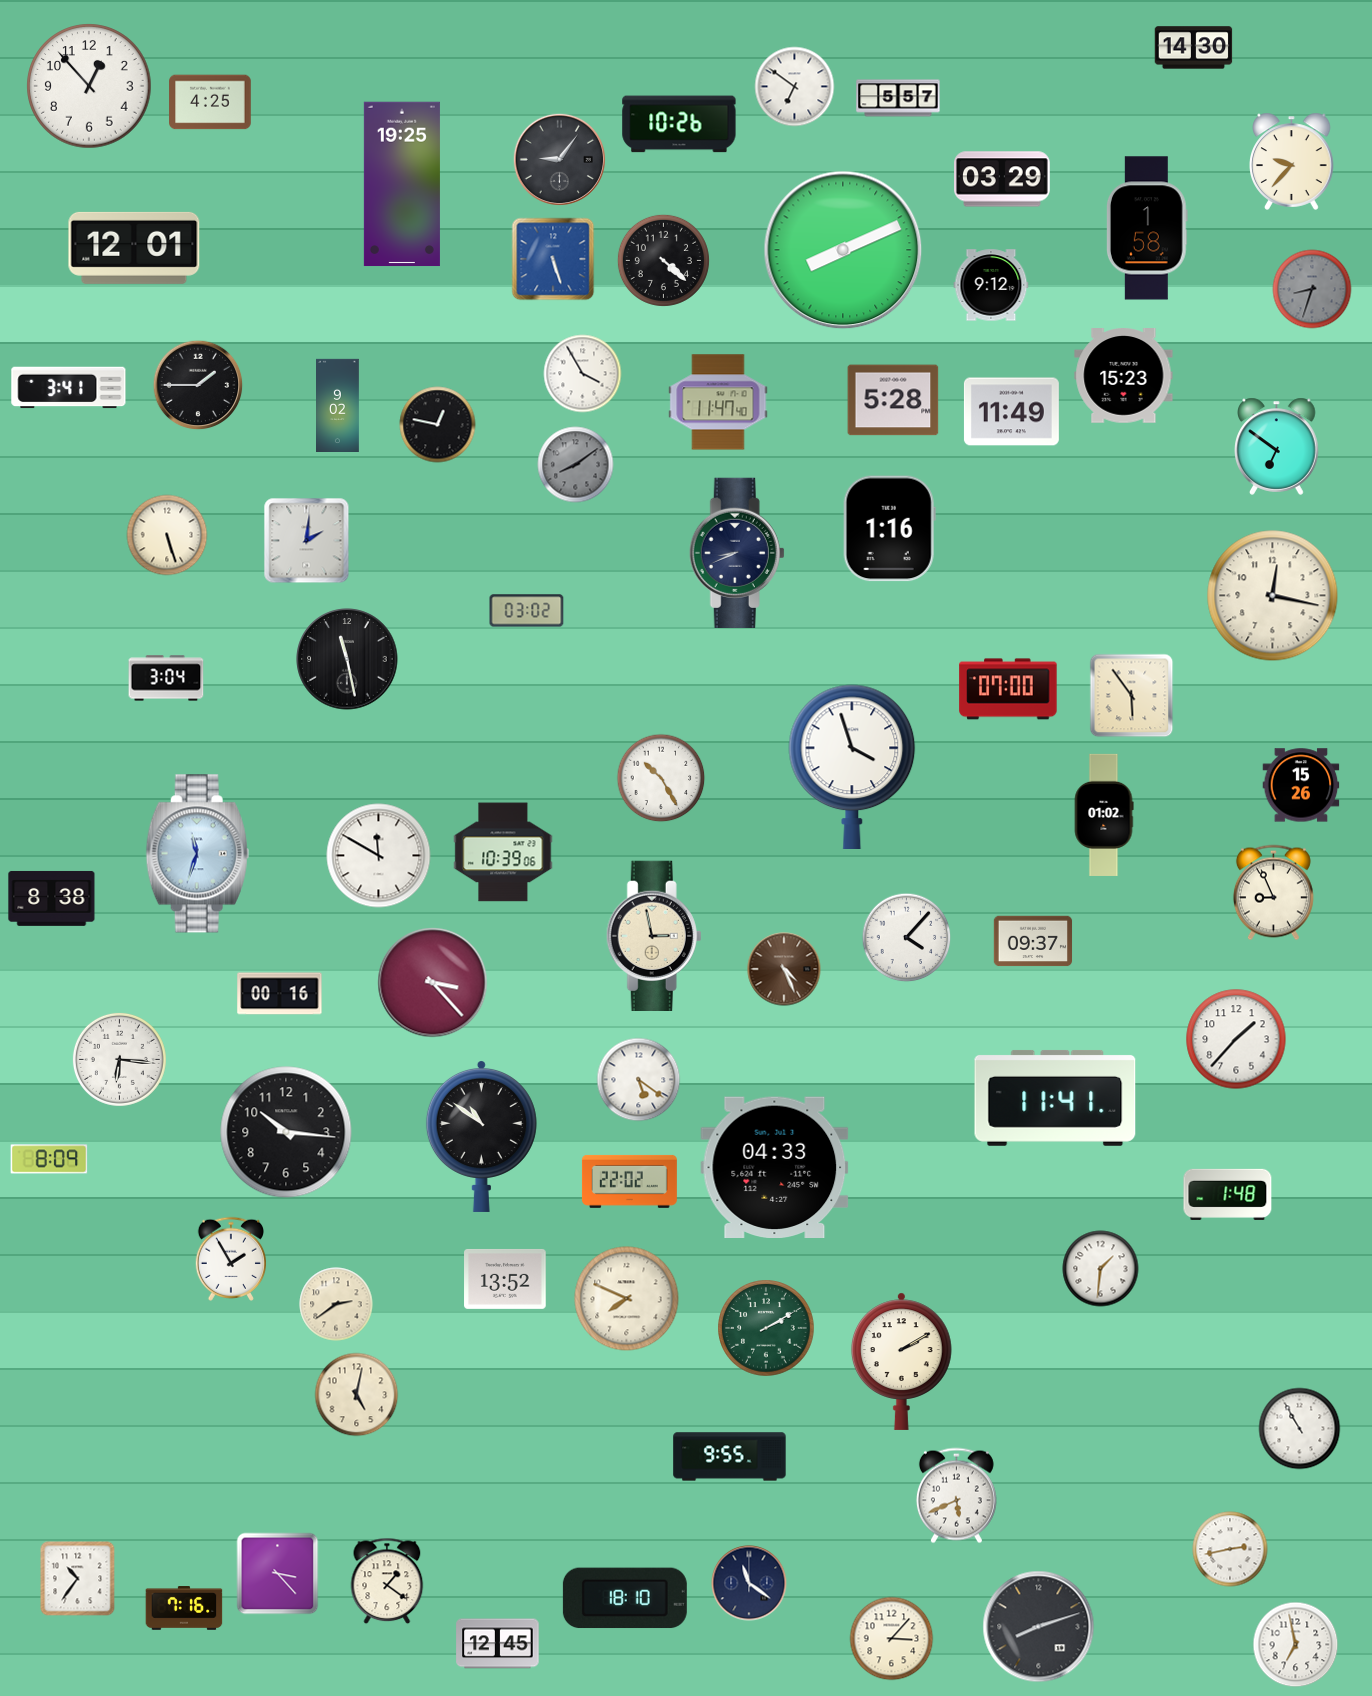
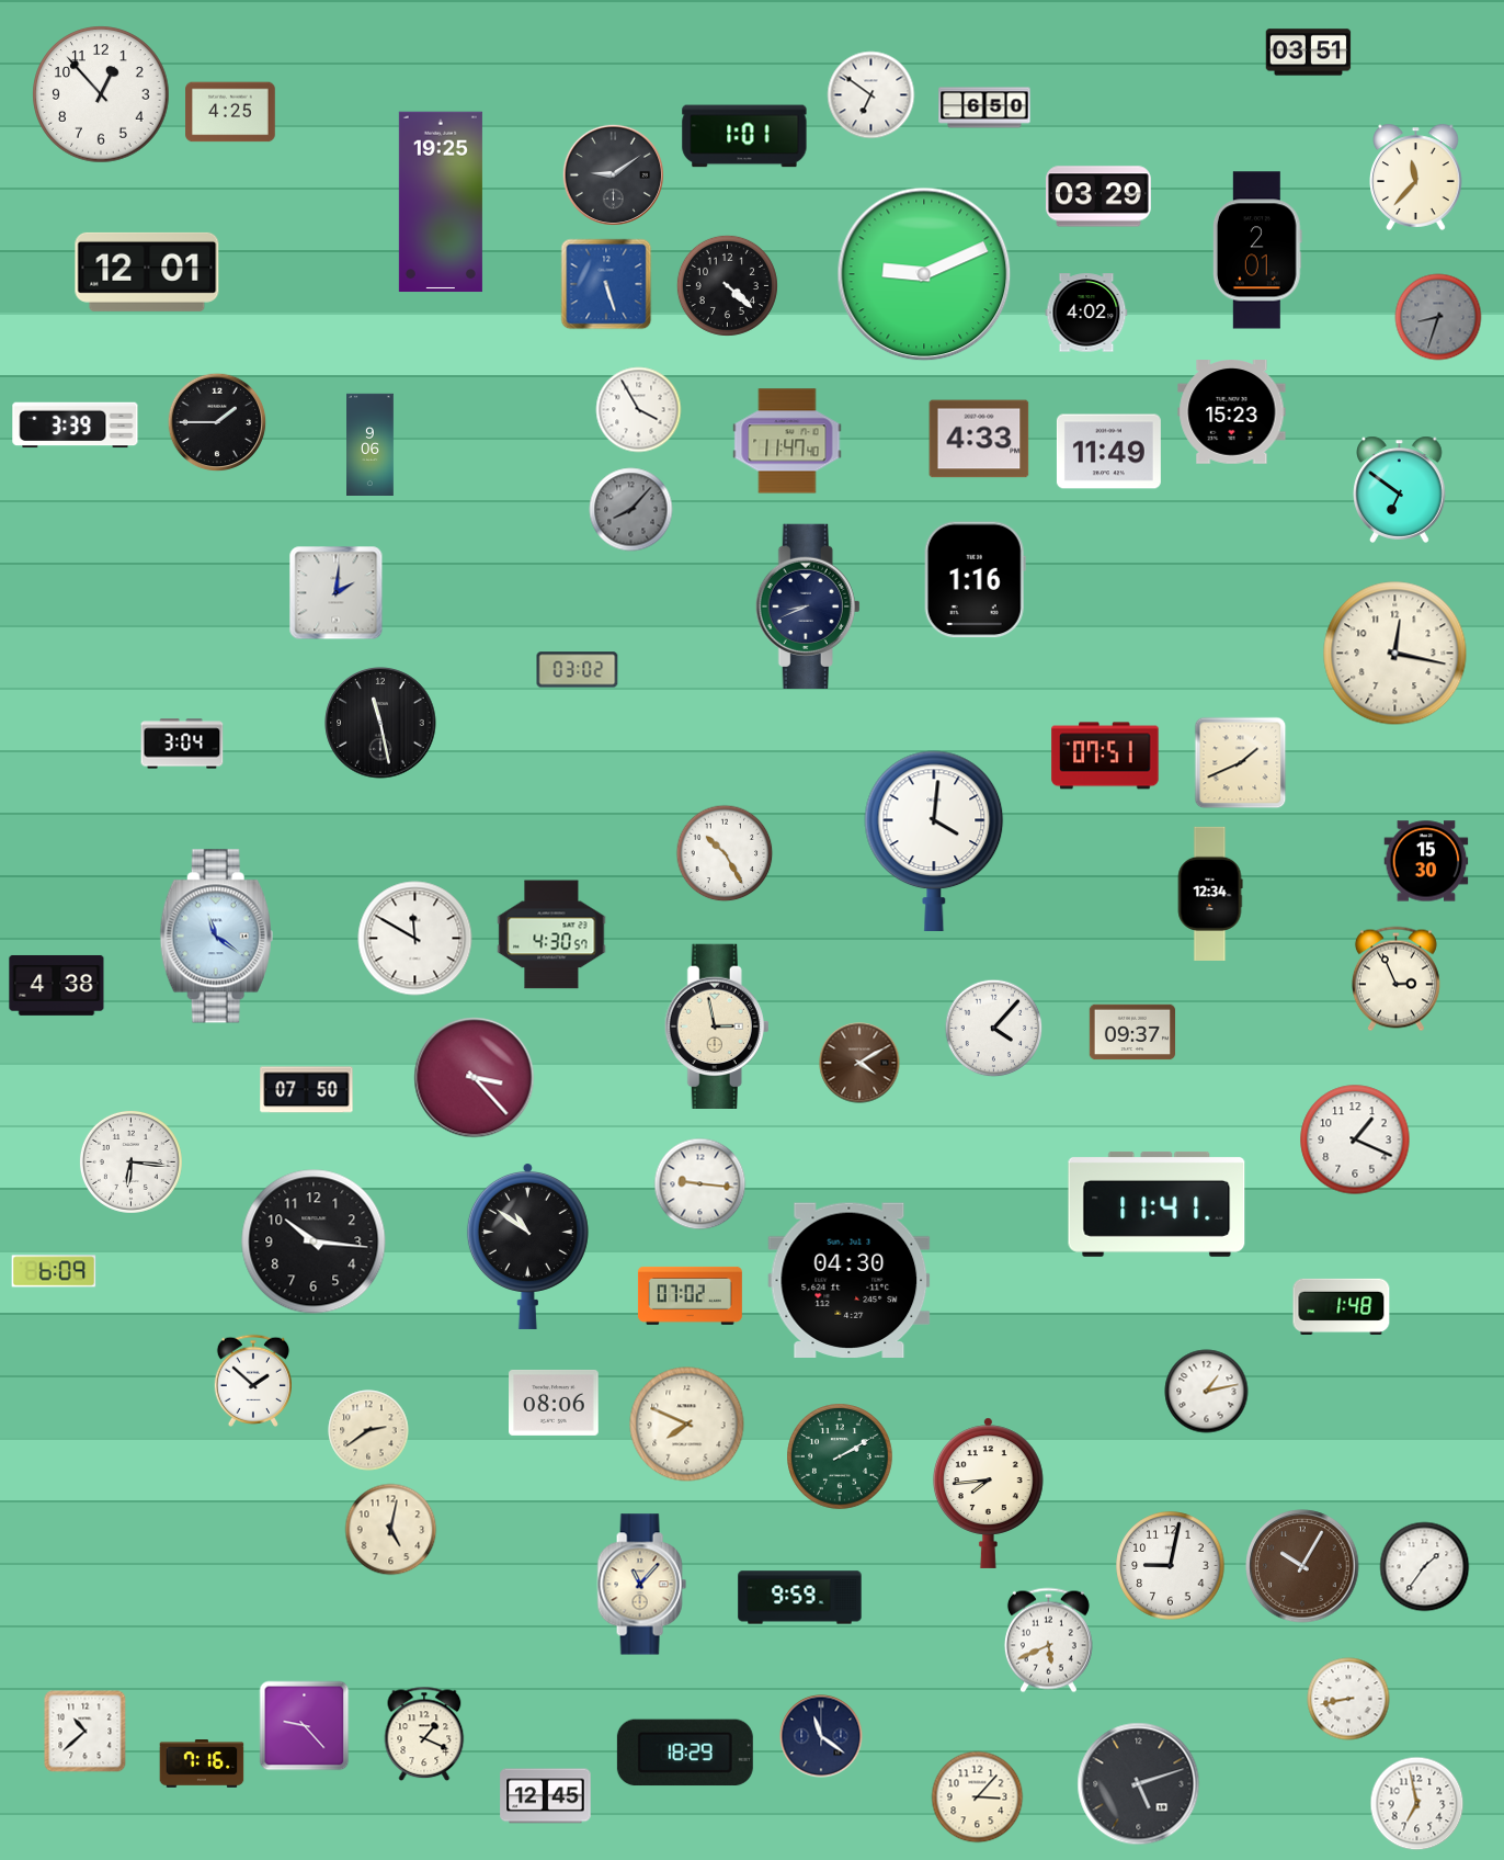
clock at (1194, 48): 14:30 -> 03:51
clock at (89, 86) position: (89, 86) -> (101, 94)
clock at (898, 98): 5:57 -> 6:50
clock at (679, 124): 10:26 -> 1:01
clock at (559, 159): 9:06 -> 9:09
clock at (1292, 161): 9:37 -> 11:37
clock at (1147, 228): 1:58 -> 2:01
clock at (843, 250): 8:11 -> 9:11
clock at (991, 285): 9:12 -> 4:02
clock at (69, 388): 3:41 -> 3:39
clock at (893, 400): 5:28 -> 4:33
clock at (338, 405): 9:02 -> 9:06
clock at (438, 425): 12:47 -> none
clock at (576, 465): 8:09 -> 8:07
clock at (167, 535): 5:27 -> none
clock at (1008, 689): 07:00 -> 07:51
clock at (1132, 696): 5:54 -> 1:41
clock at (852, 766): 3:57 -> 4:01
clock at (1301, 785): 15:26 -> 15:30
clock at (1104, 815): 01:02 -> 12:34
clock at (503, 852): 10:39 -> 4:30
clock at (197, 854): 11:33 -> 11:21
clock at (1273, 893): 8:56 -> 2:56
clock at (52, 898): 8:38 -> 4:38
clock at (784, 969): 4:26 -> 4:10
clock at (280, 994): 00:16 -> 07:50
clock at (1236, 1039): 1:37 -> 1:19
clock at (639, 1080): 5:21 -> 9:16
clock at (49, 1159): 8:09 -> 6:09
clock at (775, 1168): 04:33 -> 04:30
clock at (629, 1181): 22:02 -> 07:02
clock at (1228, 1194) position: (1228, 1194) -> (1342, 1306)
clock at (230, 1259): 1:55 -> 1:52
clock at (1101, 1269): 1:31 -> 1:13
clock at (505, 1279): 13:52 -> 08:06
clock at (901, 1361): 2:10 -> 7:44
clock at (1171, 1566): none -> 9:02
clock at (1302, 1566): none -> 10:05
clock at (1300, 1429): 10:55 -> 1:36
clock at (641, 1585): none -> 11:07
clock at (730, 1457): 9:55 -> 9:59
clock at (1230, 1549): 2:43 -> 8:43
clock at (278, 1574): 3:23 -> 9:23
clock at (78, 1579): 10:36 -> 10:38
clock at (387, 1581): 1:21 -> 1:19
clock at (625, 1598): 18:10 -> 18:29
clock at (1039, 1627): 8:12 -> 5:12
clock at (498, 1644) position: (498, 1644) -> (546, 1796)
clock at (1296, 1645) position: (1296, 1645) -> (1417, 1804)
